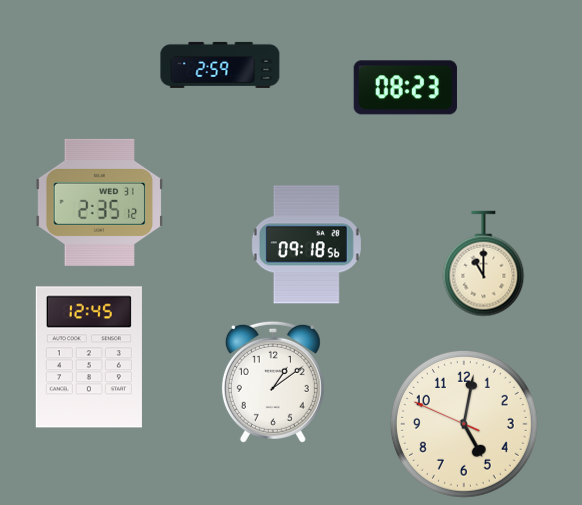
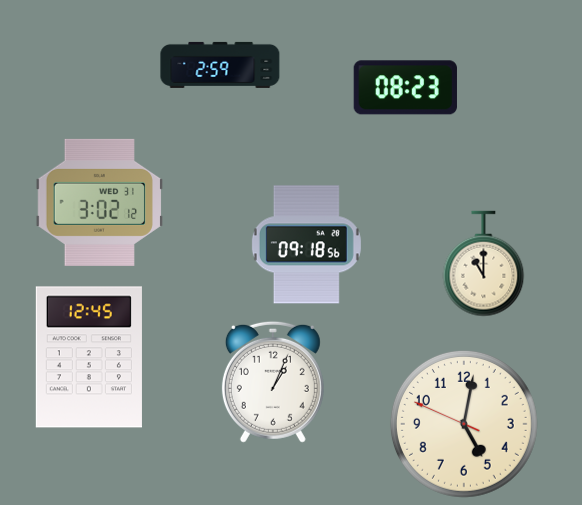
clock at (99, 202): 2:35 -> 3:02
clock at (273, 382): 1:09 -> 1:04
